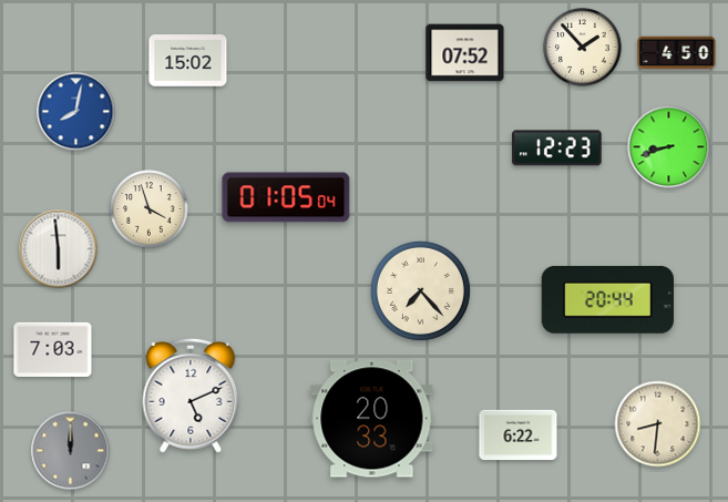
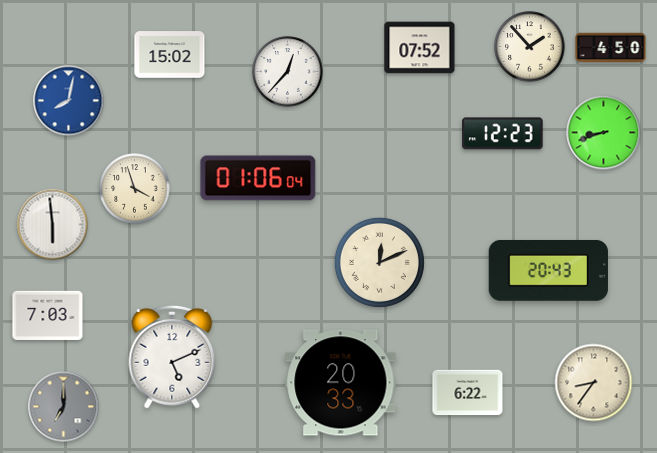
clock at (583, 48) position: (583, 48) -> (530, 47)
clock at (288, 72): none -> 12:37
clock at (286, 197): 01:05 -> 01:06
clock at (420, 290): 7:23 -> 12:11
clock at (607, 299): 20:44 -> 20:43
clock at (372, 419) position: (372, 419) -> (341, 383)
clock at (658, 424): 8:31 -> 8:36
clock at (71, 451): 12:00 -> 7:00
